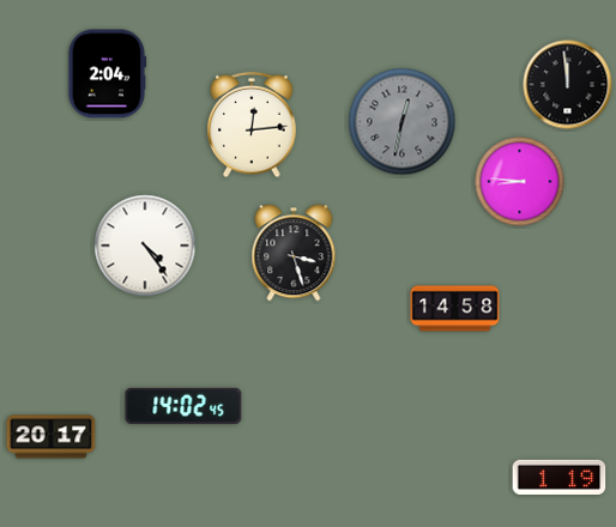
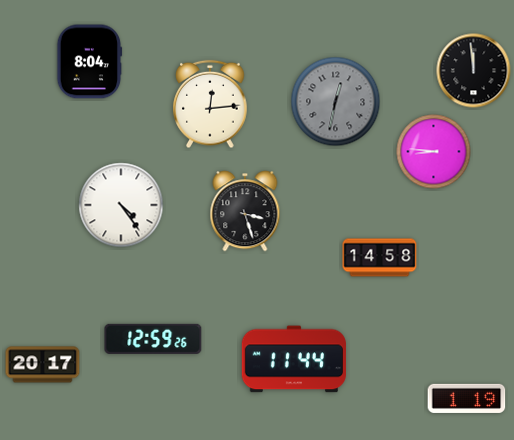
clock at (108, 74): 2:04 -> 8:04
clock at (183, 406): 14:02 -> 12:59
clock at (294, 359): none -> 11:44
